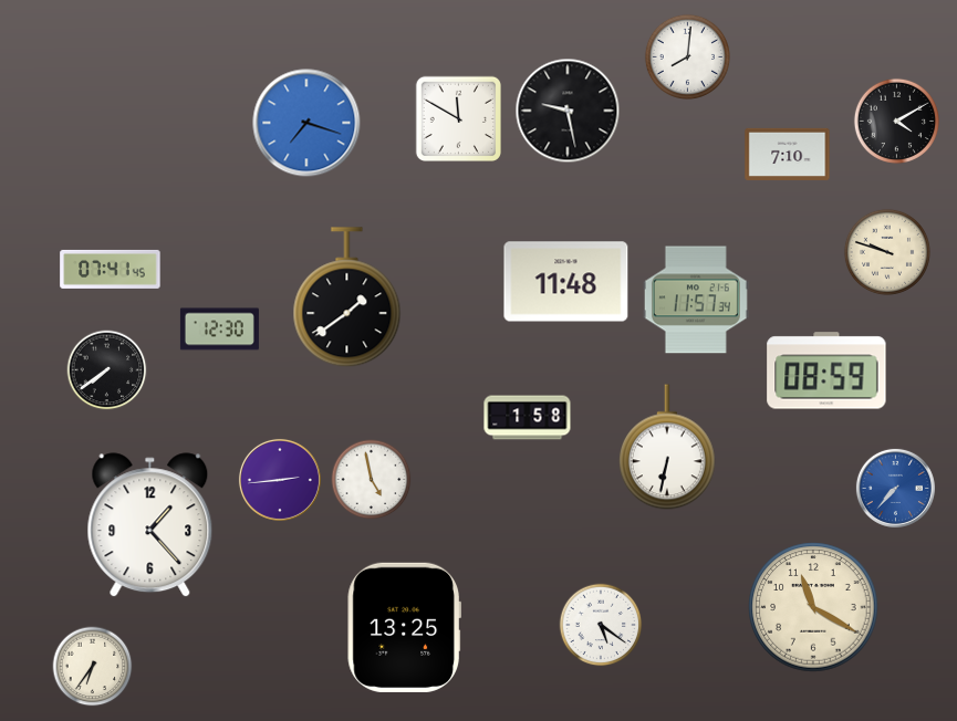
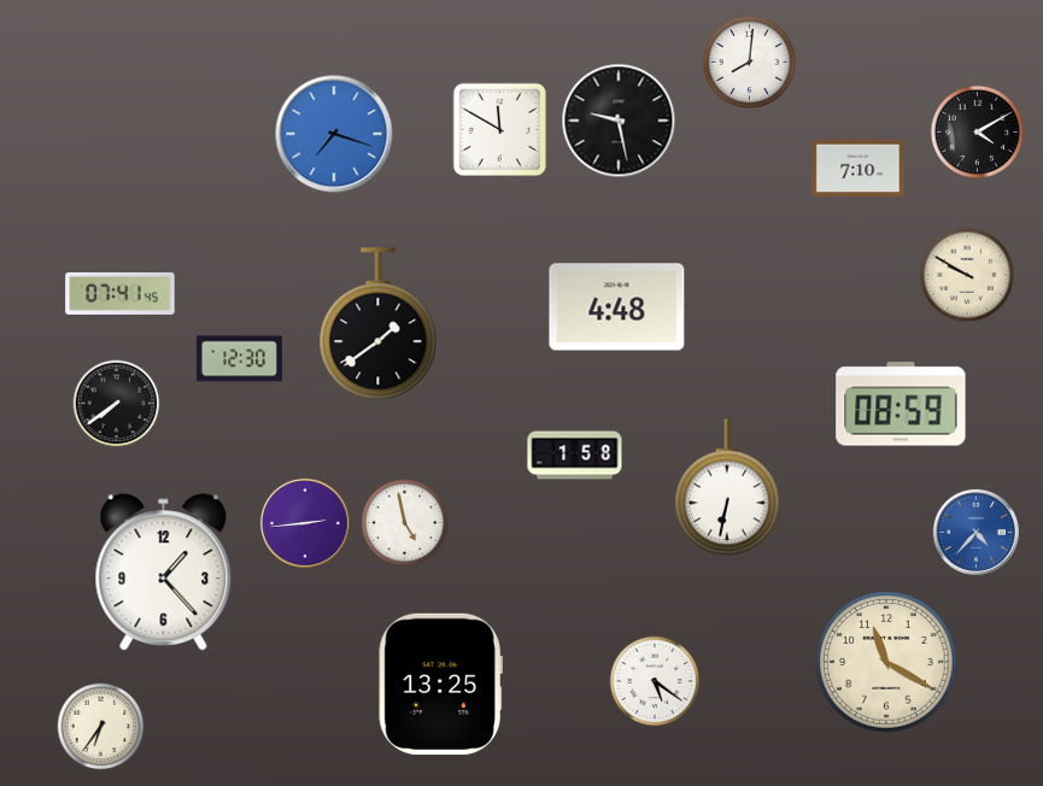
clock at (887, 252): 9:48 -> 9:50
clock at (566, 282): 11:48 -> 4:48
clock at (696, 300): 11:57 -> none
clock at (895, 488): 7:37 -> 4:37
